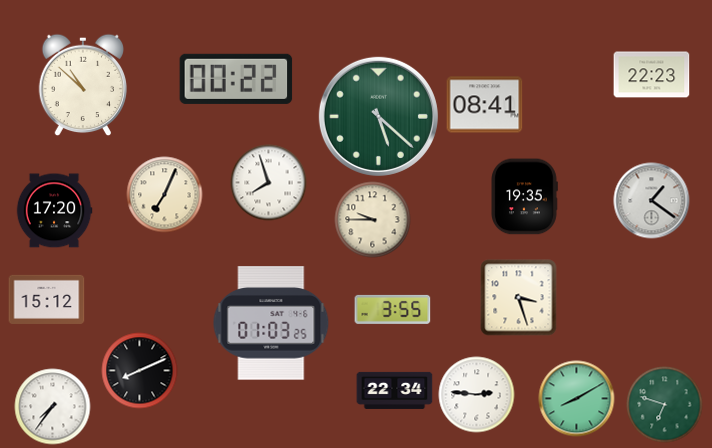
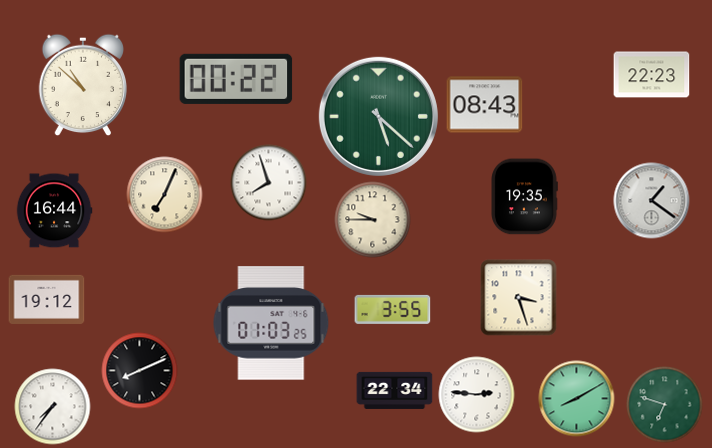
clock at (485, 105): 08:41 -> 08:43
clock at (54, 211): 17:20 -> 16:44
clock at (47, 299): 15:12 -> 19:12
